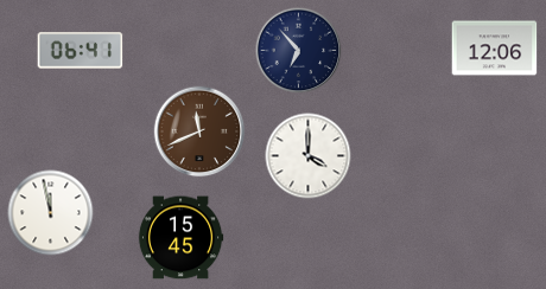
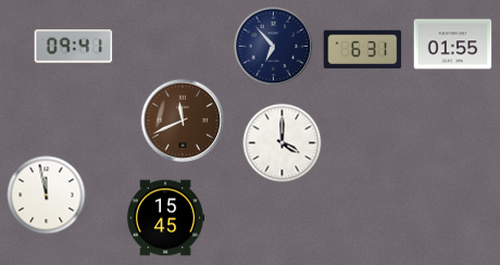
clock at (495, 49): 12:06 -> 01:55
clock at (81, 51): 06:41 -> 09:41
clock at (363, 50): none -> 6:31
